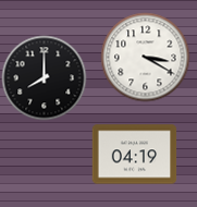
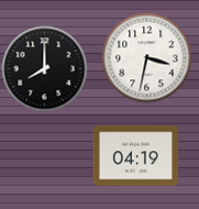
clock at (145, 57): 3:20 -> 3:32
clock at (44, 77) position: (44, 77) -> (44, 68)
